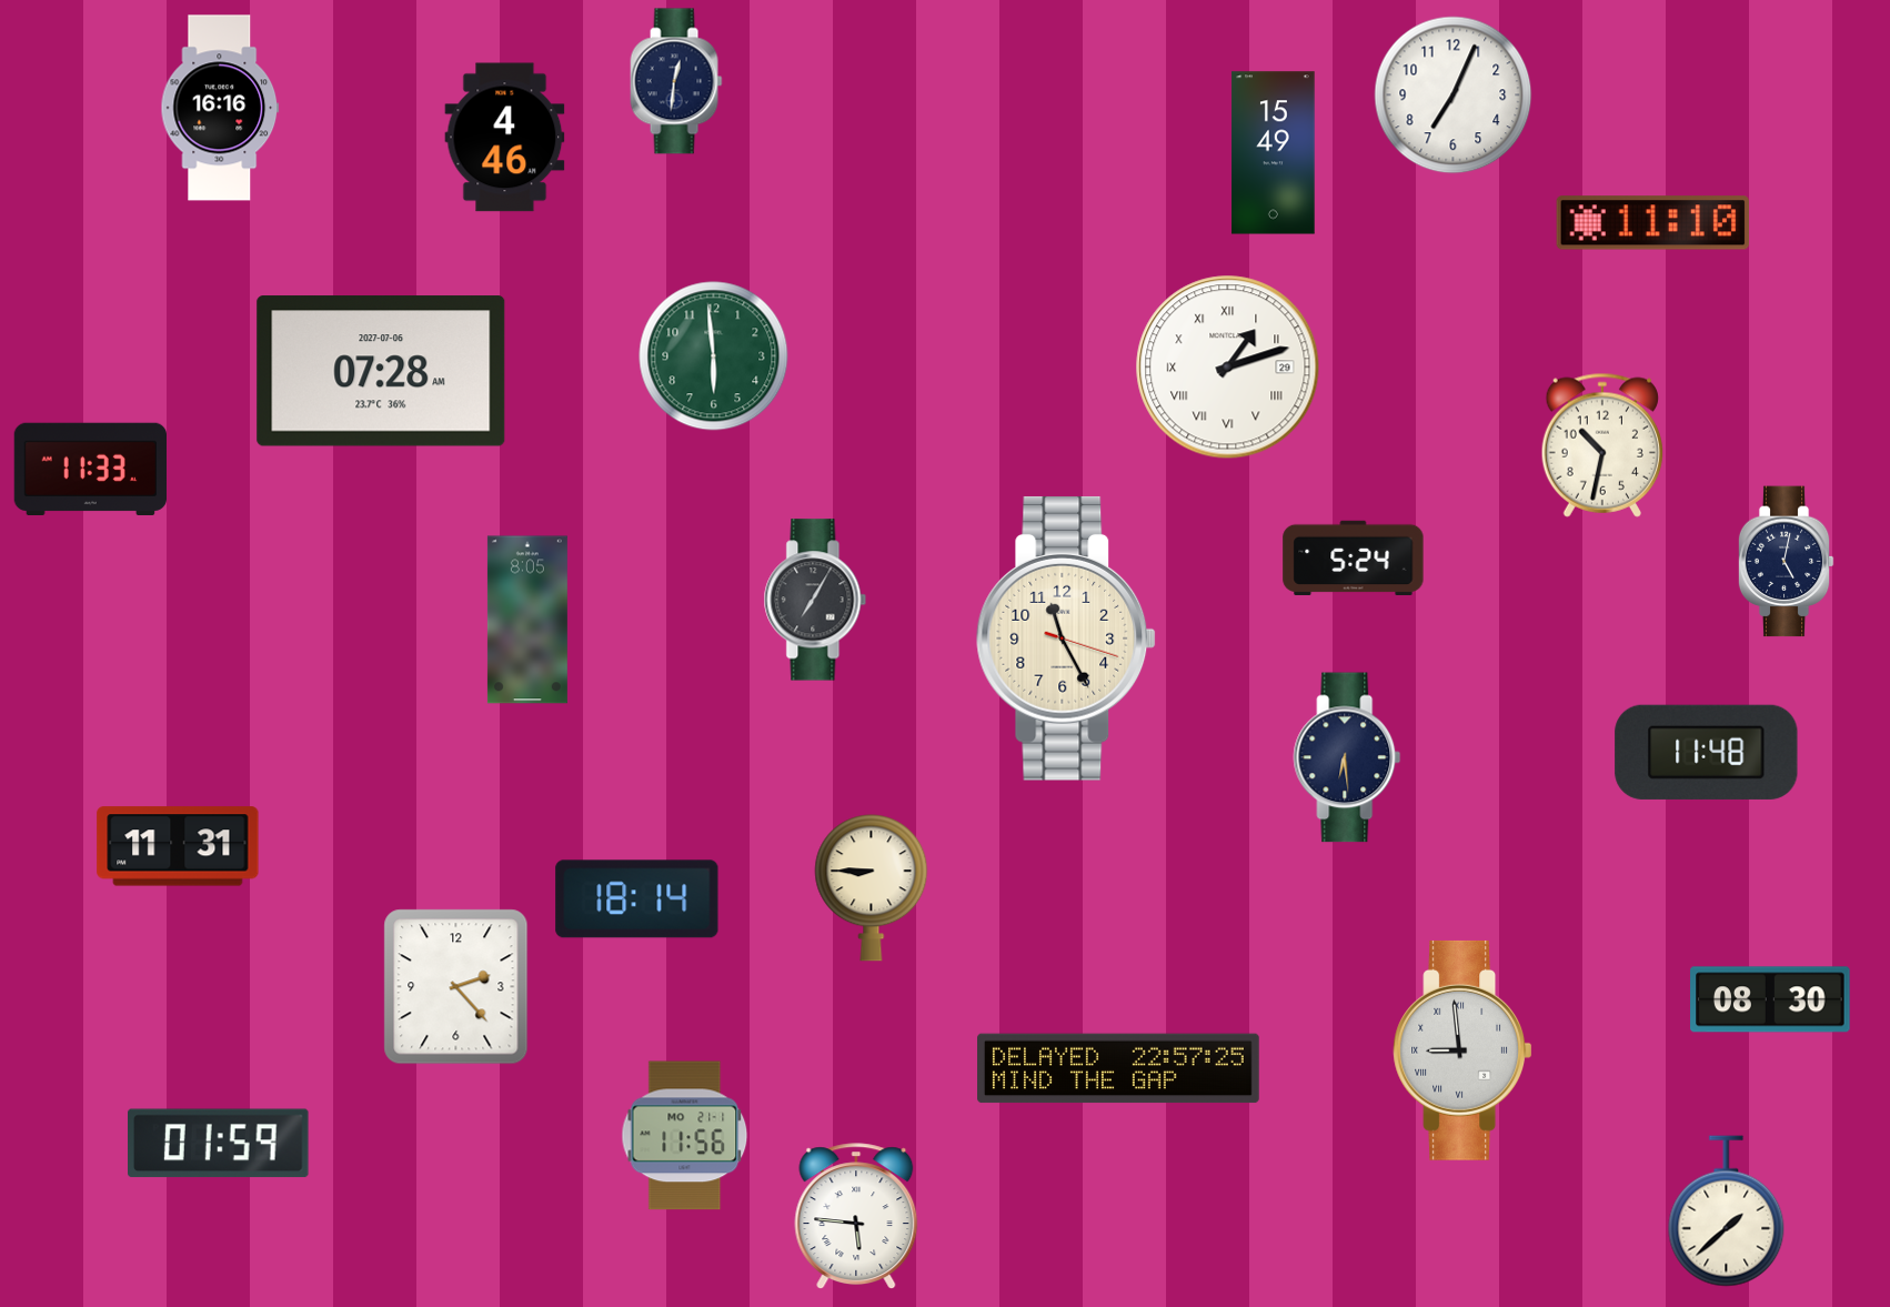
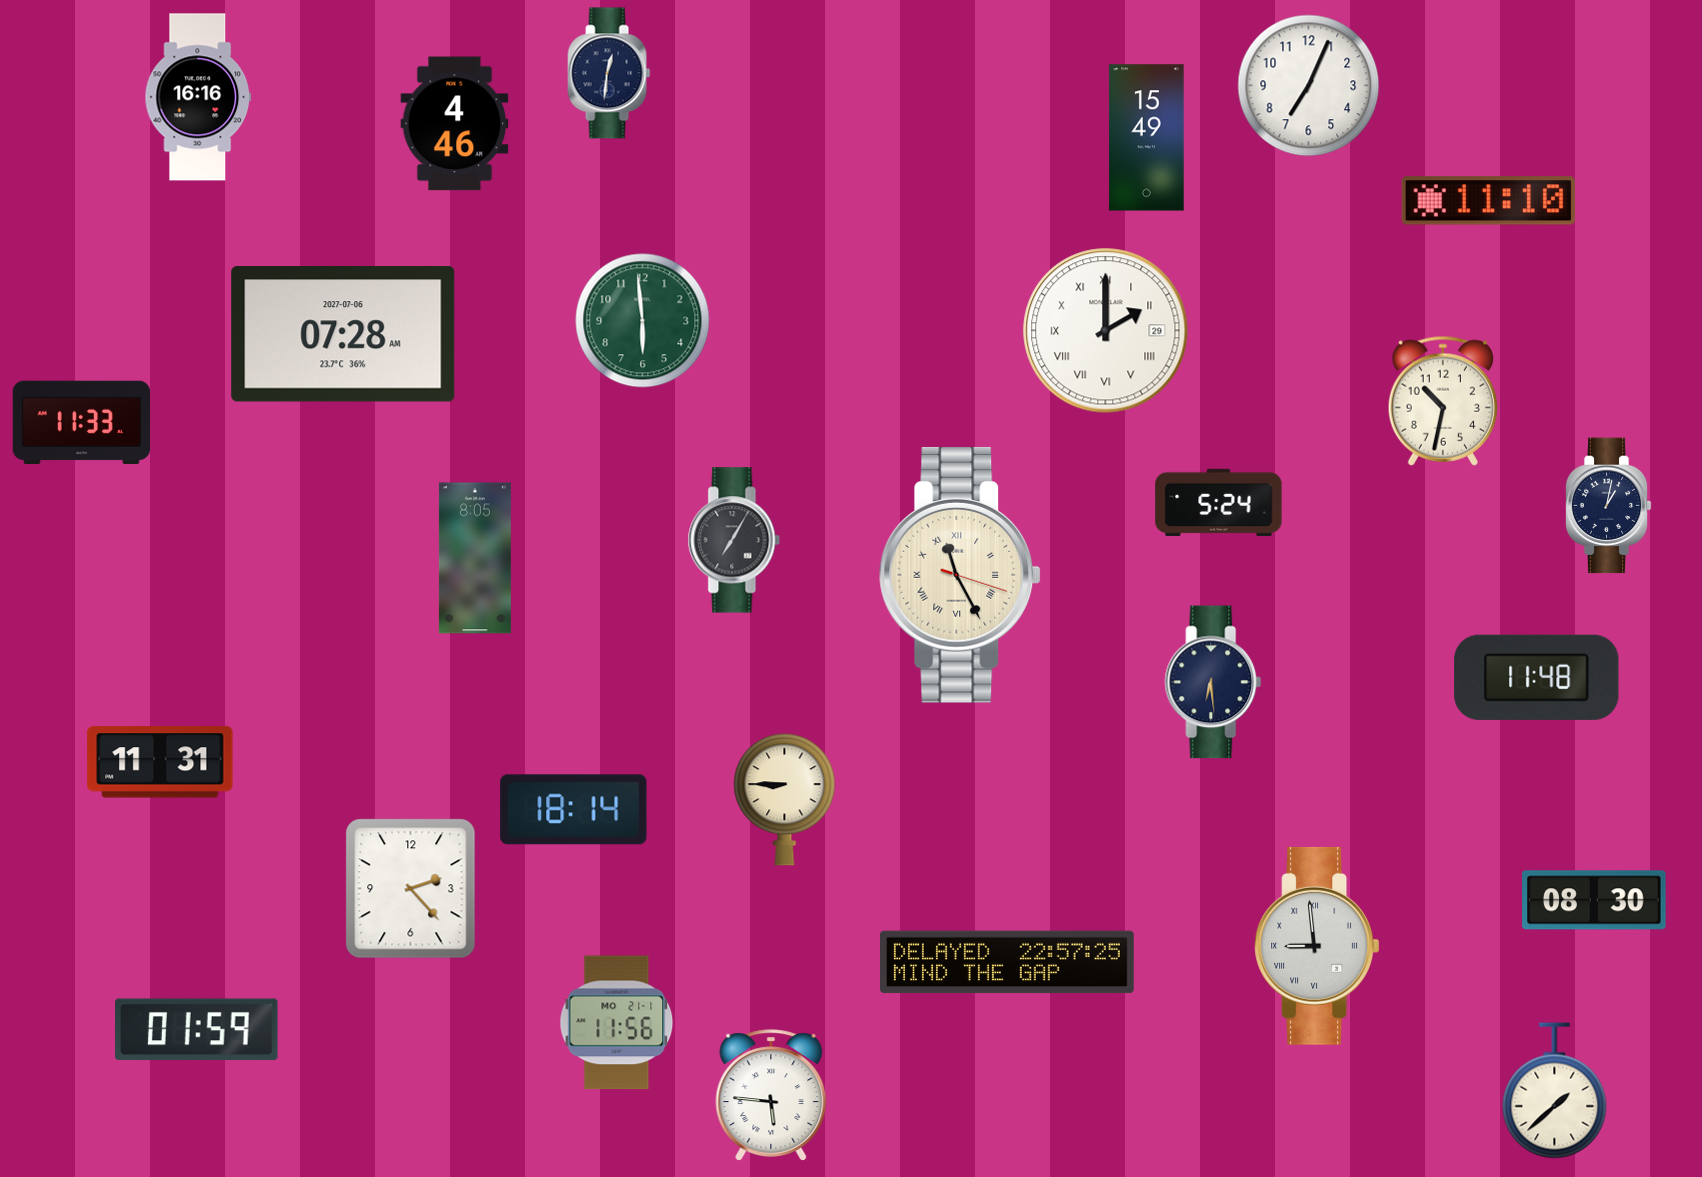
clock at (1228, 368): 1:12 -> 2:00
clock at (1786, 562): 5:02 -> 1:02
clock at (1066, 639) numerals: Arabic -> Roman
